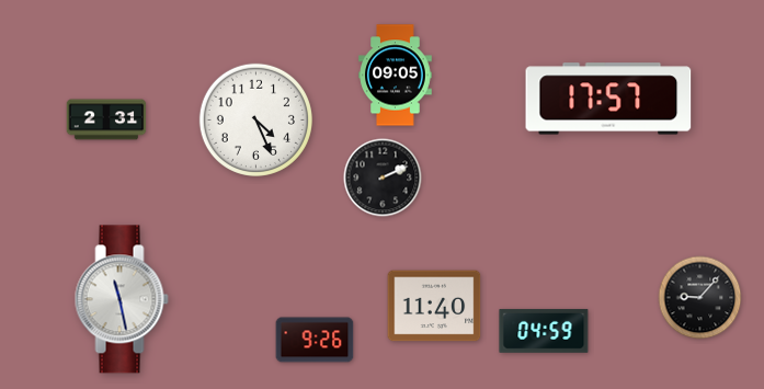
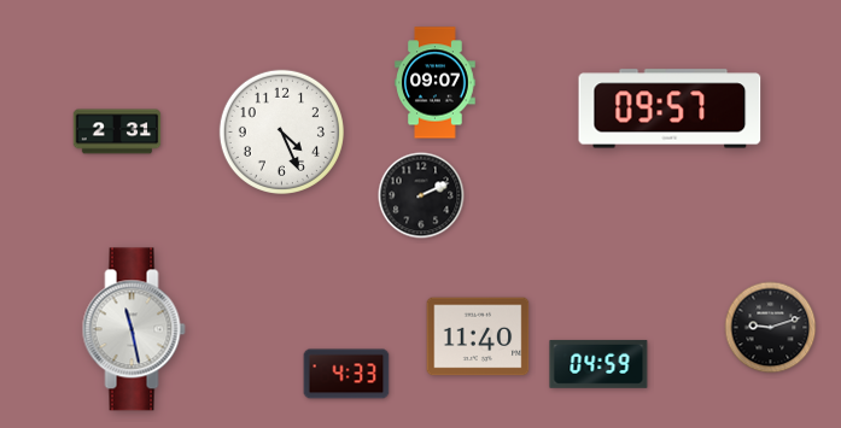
clock at (396, 76): 09:05 -> 09:07
clock at (608, 99): 17:57 -> 09:57
clock at (700, 298): 9:07 -> 9:12
clock at (315, 340): 9:26 -> 4:33
